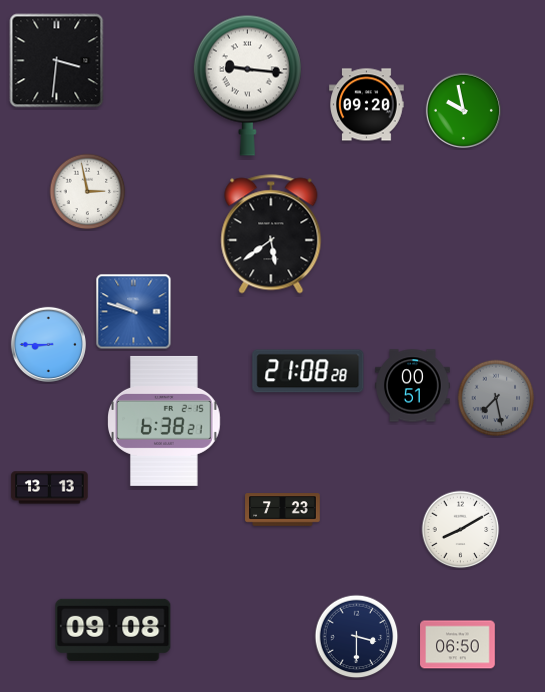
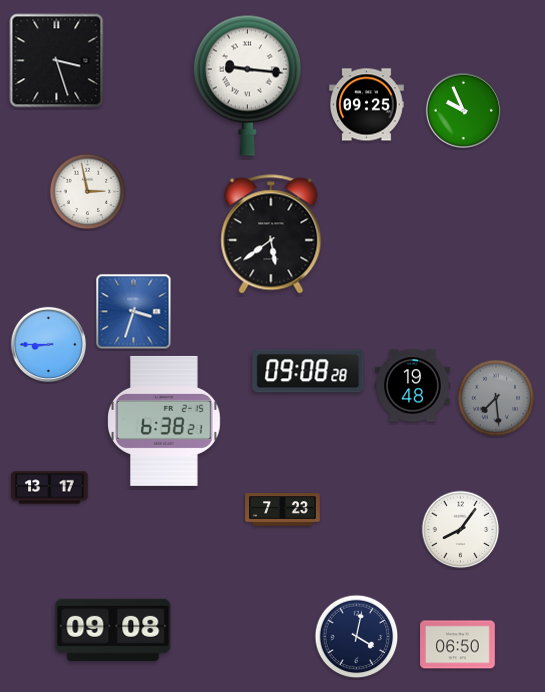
clock at (57, 61): 3:31 -> 3:27
clock at (367, 105): 09:20 -> 09:25
clock at (463, 110): 9:58 -> 9:56
clock at (134, 312): 9:48 -> 3:33
clock at (308, 371): 21:08 -> 09:08
clock at (413, 386): 00:51 -> 19:48
clock at (496, 398): 7:28 -> 7:29
clock at (50, 488): 13:13 -> 13:17
clock at (461, 530): 8:10 -> 8:06
clock at (357, 637): 3:30 -> 4:02
